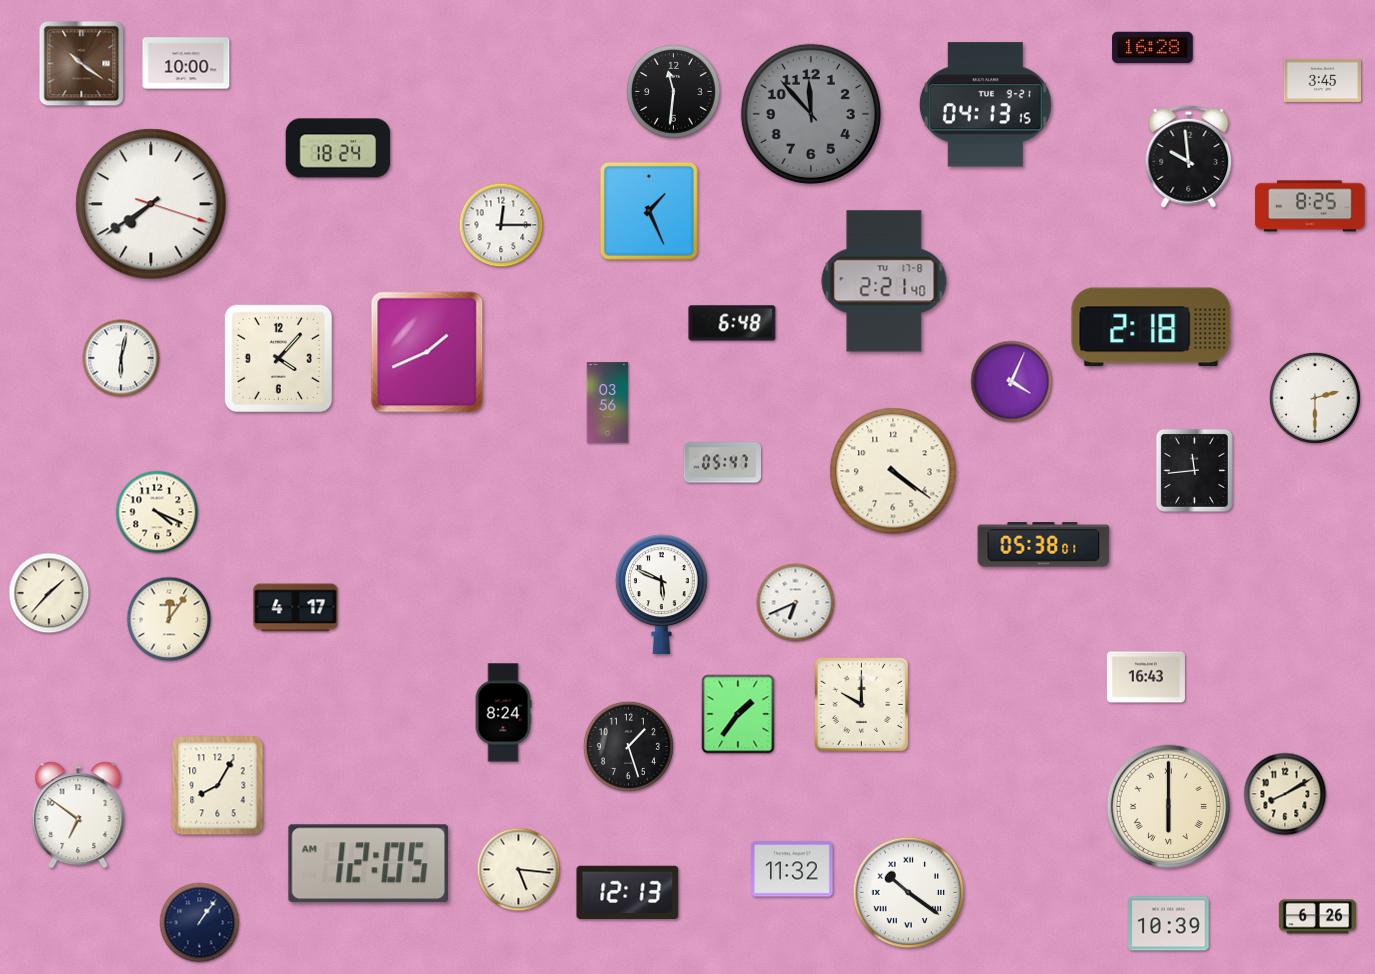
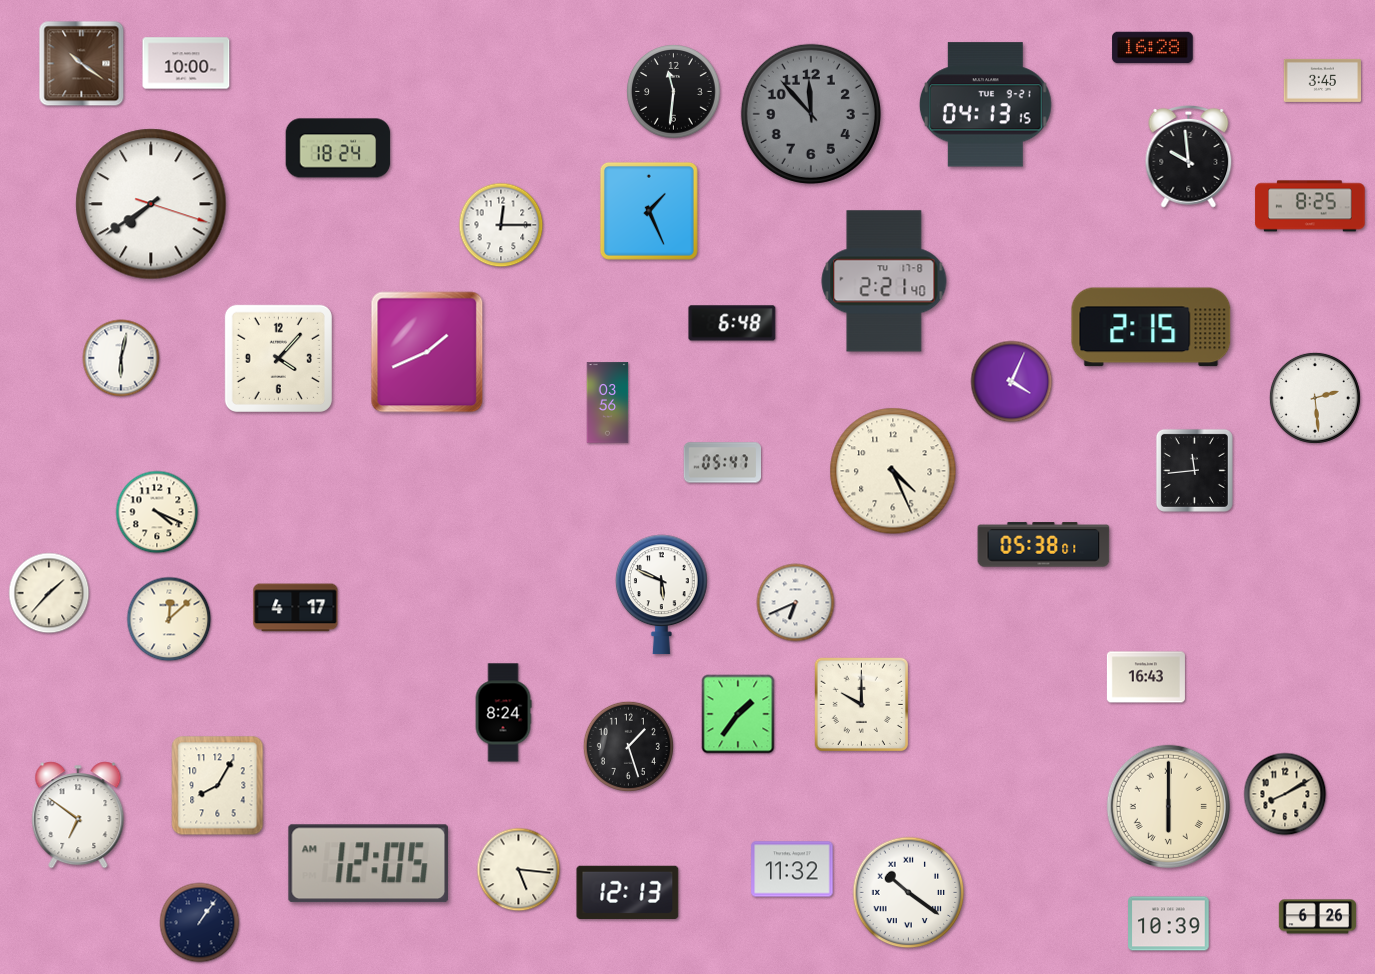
clock at (1151, 327): 2:18 -> 2:15
clock at (1315, 398): 2:30 -> 2:29
clock at (893, 471): 4:21 -> 4:26
clock at (169, 619): 12:06 -> 12:08
